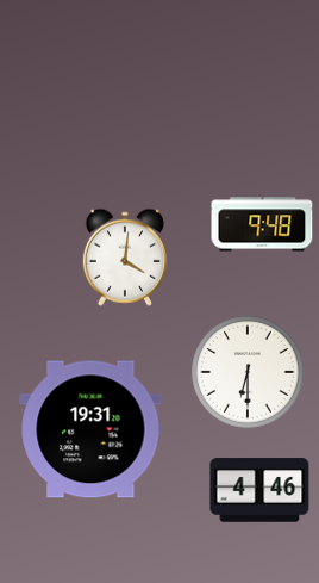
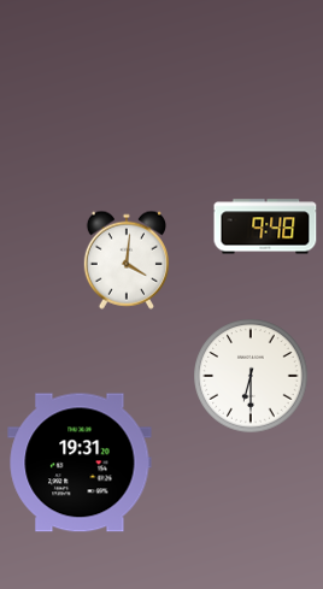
clock at (90, 429) position: (90, 429) -> (80, 463)
clock at (259, 490): 4:46 -> none
